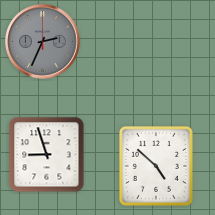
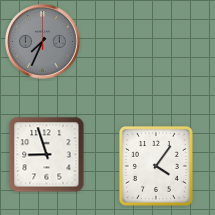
clock at (43, 42): 2:34 -> 7:34
clock at (156, 166): 4:52 -> 4:06
